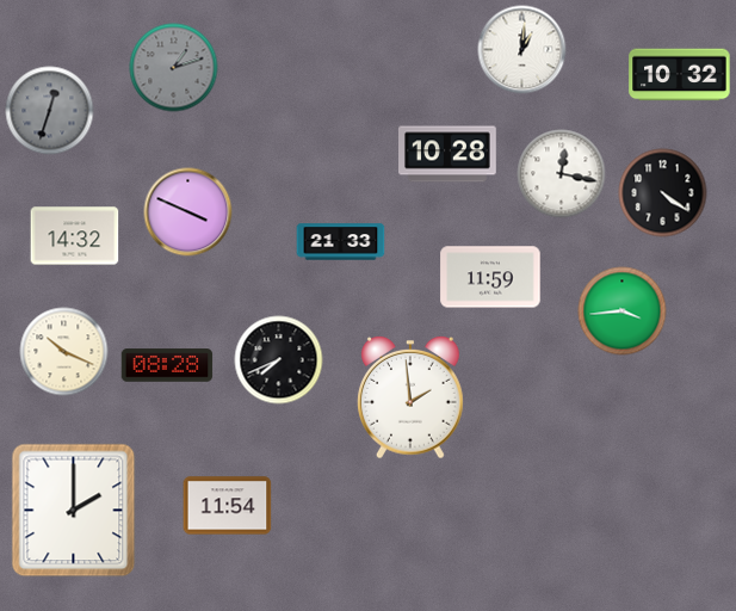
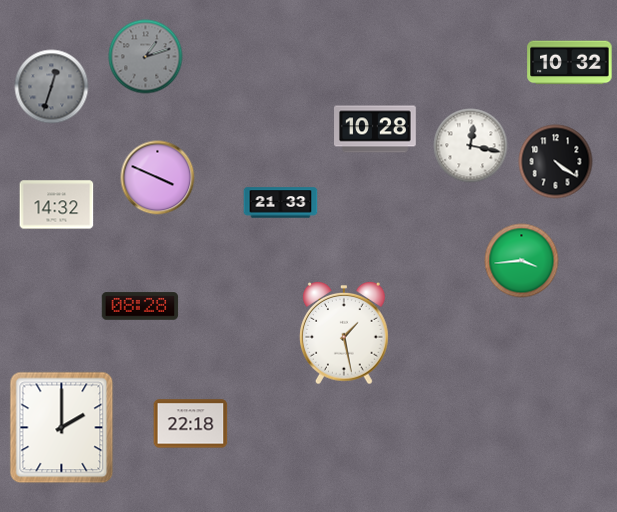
clock at (522, 50): 1:01 -> none
clock at (50, 111) position: (50, 111) -> (52, 87)
clock at (75, 236) position: (75, 236) -> (57, 205)
clock at (341, 242) position: (341, 242) -> (281, 203)
clock at (490, 277): 11:59 -> none
clock at (64, 352): 10:19 -> none
clock at (279, 360): 7:41 -> none
clock at (412, 397): 1:59 -> 1:28
clock at (228, 506): 11:54 -> 22:18
